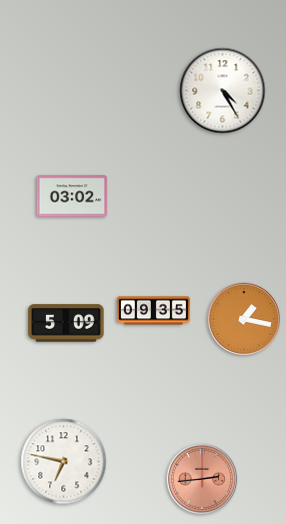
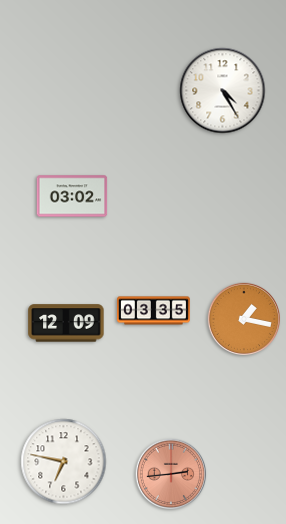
clock at (154, 311): 09:35 -> 03:35
clock at (66, 323): 5:09 -> 12:09
clock at (202, 479) position: (202, 479) -> (171, 474)
